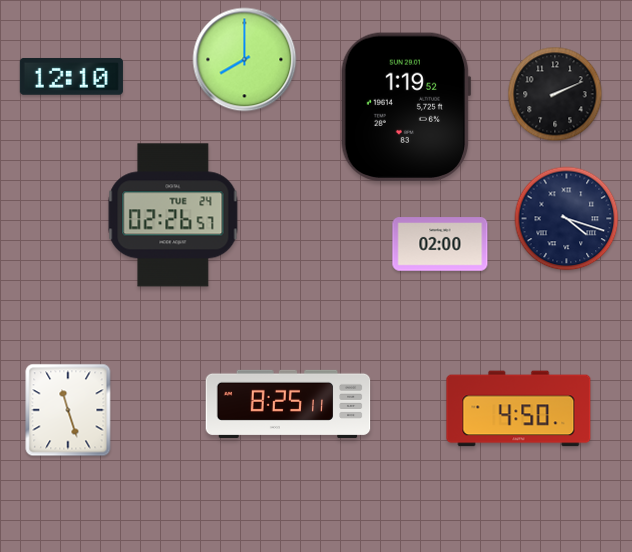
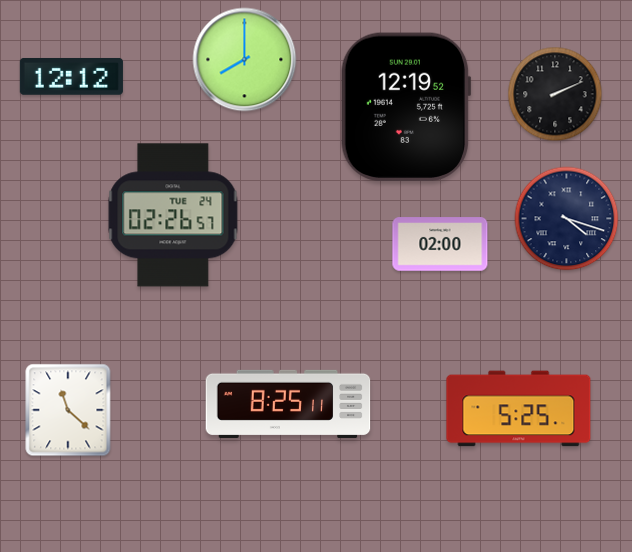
clock at (71, 77): 12:10 -> 12:12
clock at (406, 107): 1:19 -> 12:19
clock at (519, 409): 4:50 -> 5:25
clock at (68, 410): 11:27 -> 11:22
